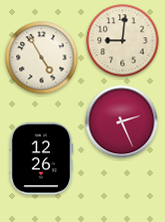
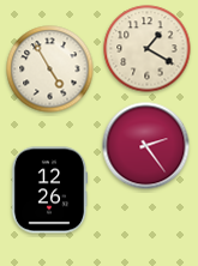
clock at (123, 41): 9:01 -> 1:20
clock at (122, 122): 2:26 -> 2:24
